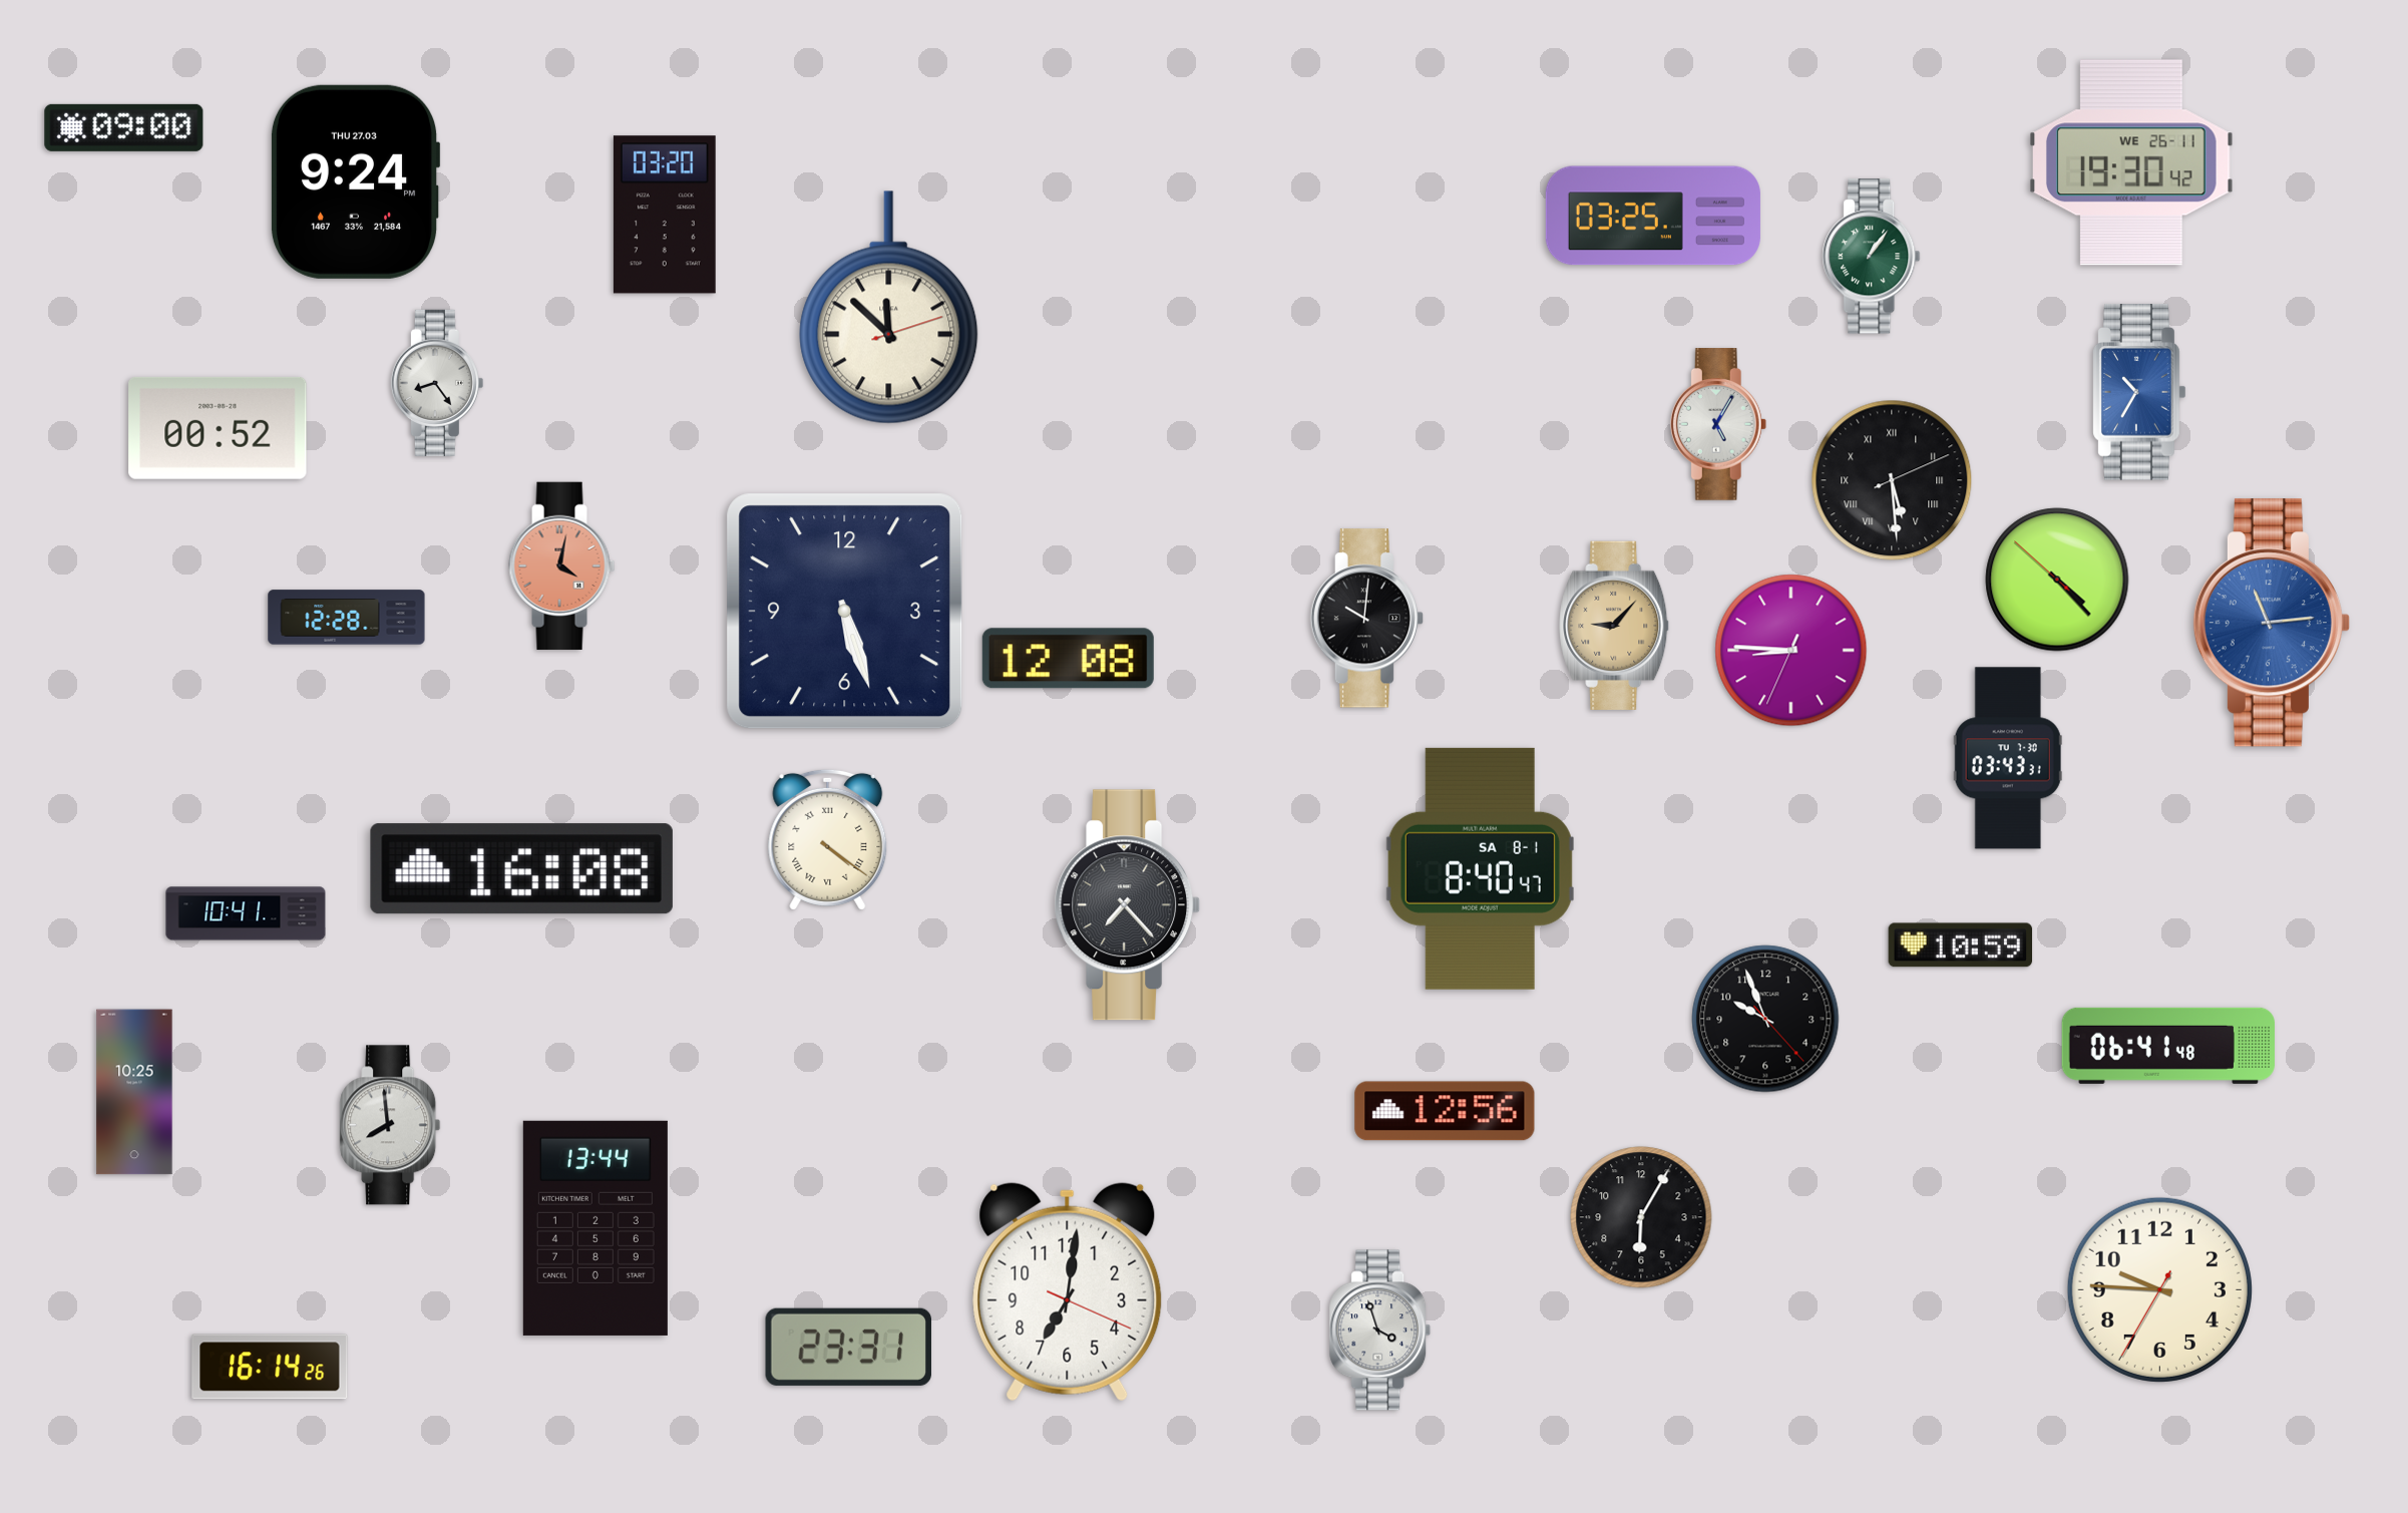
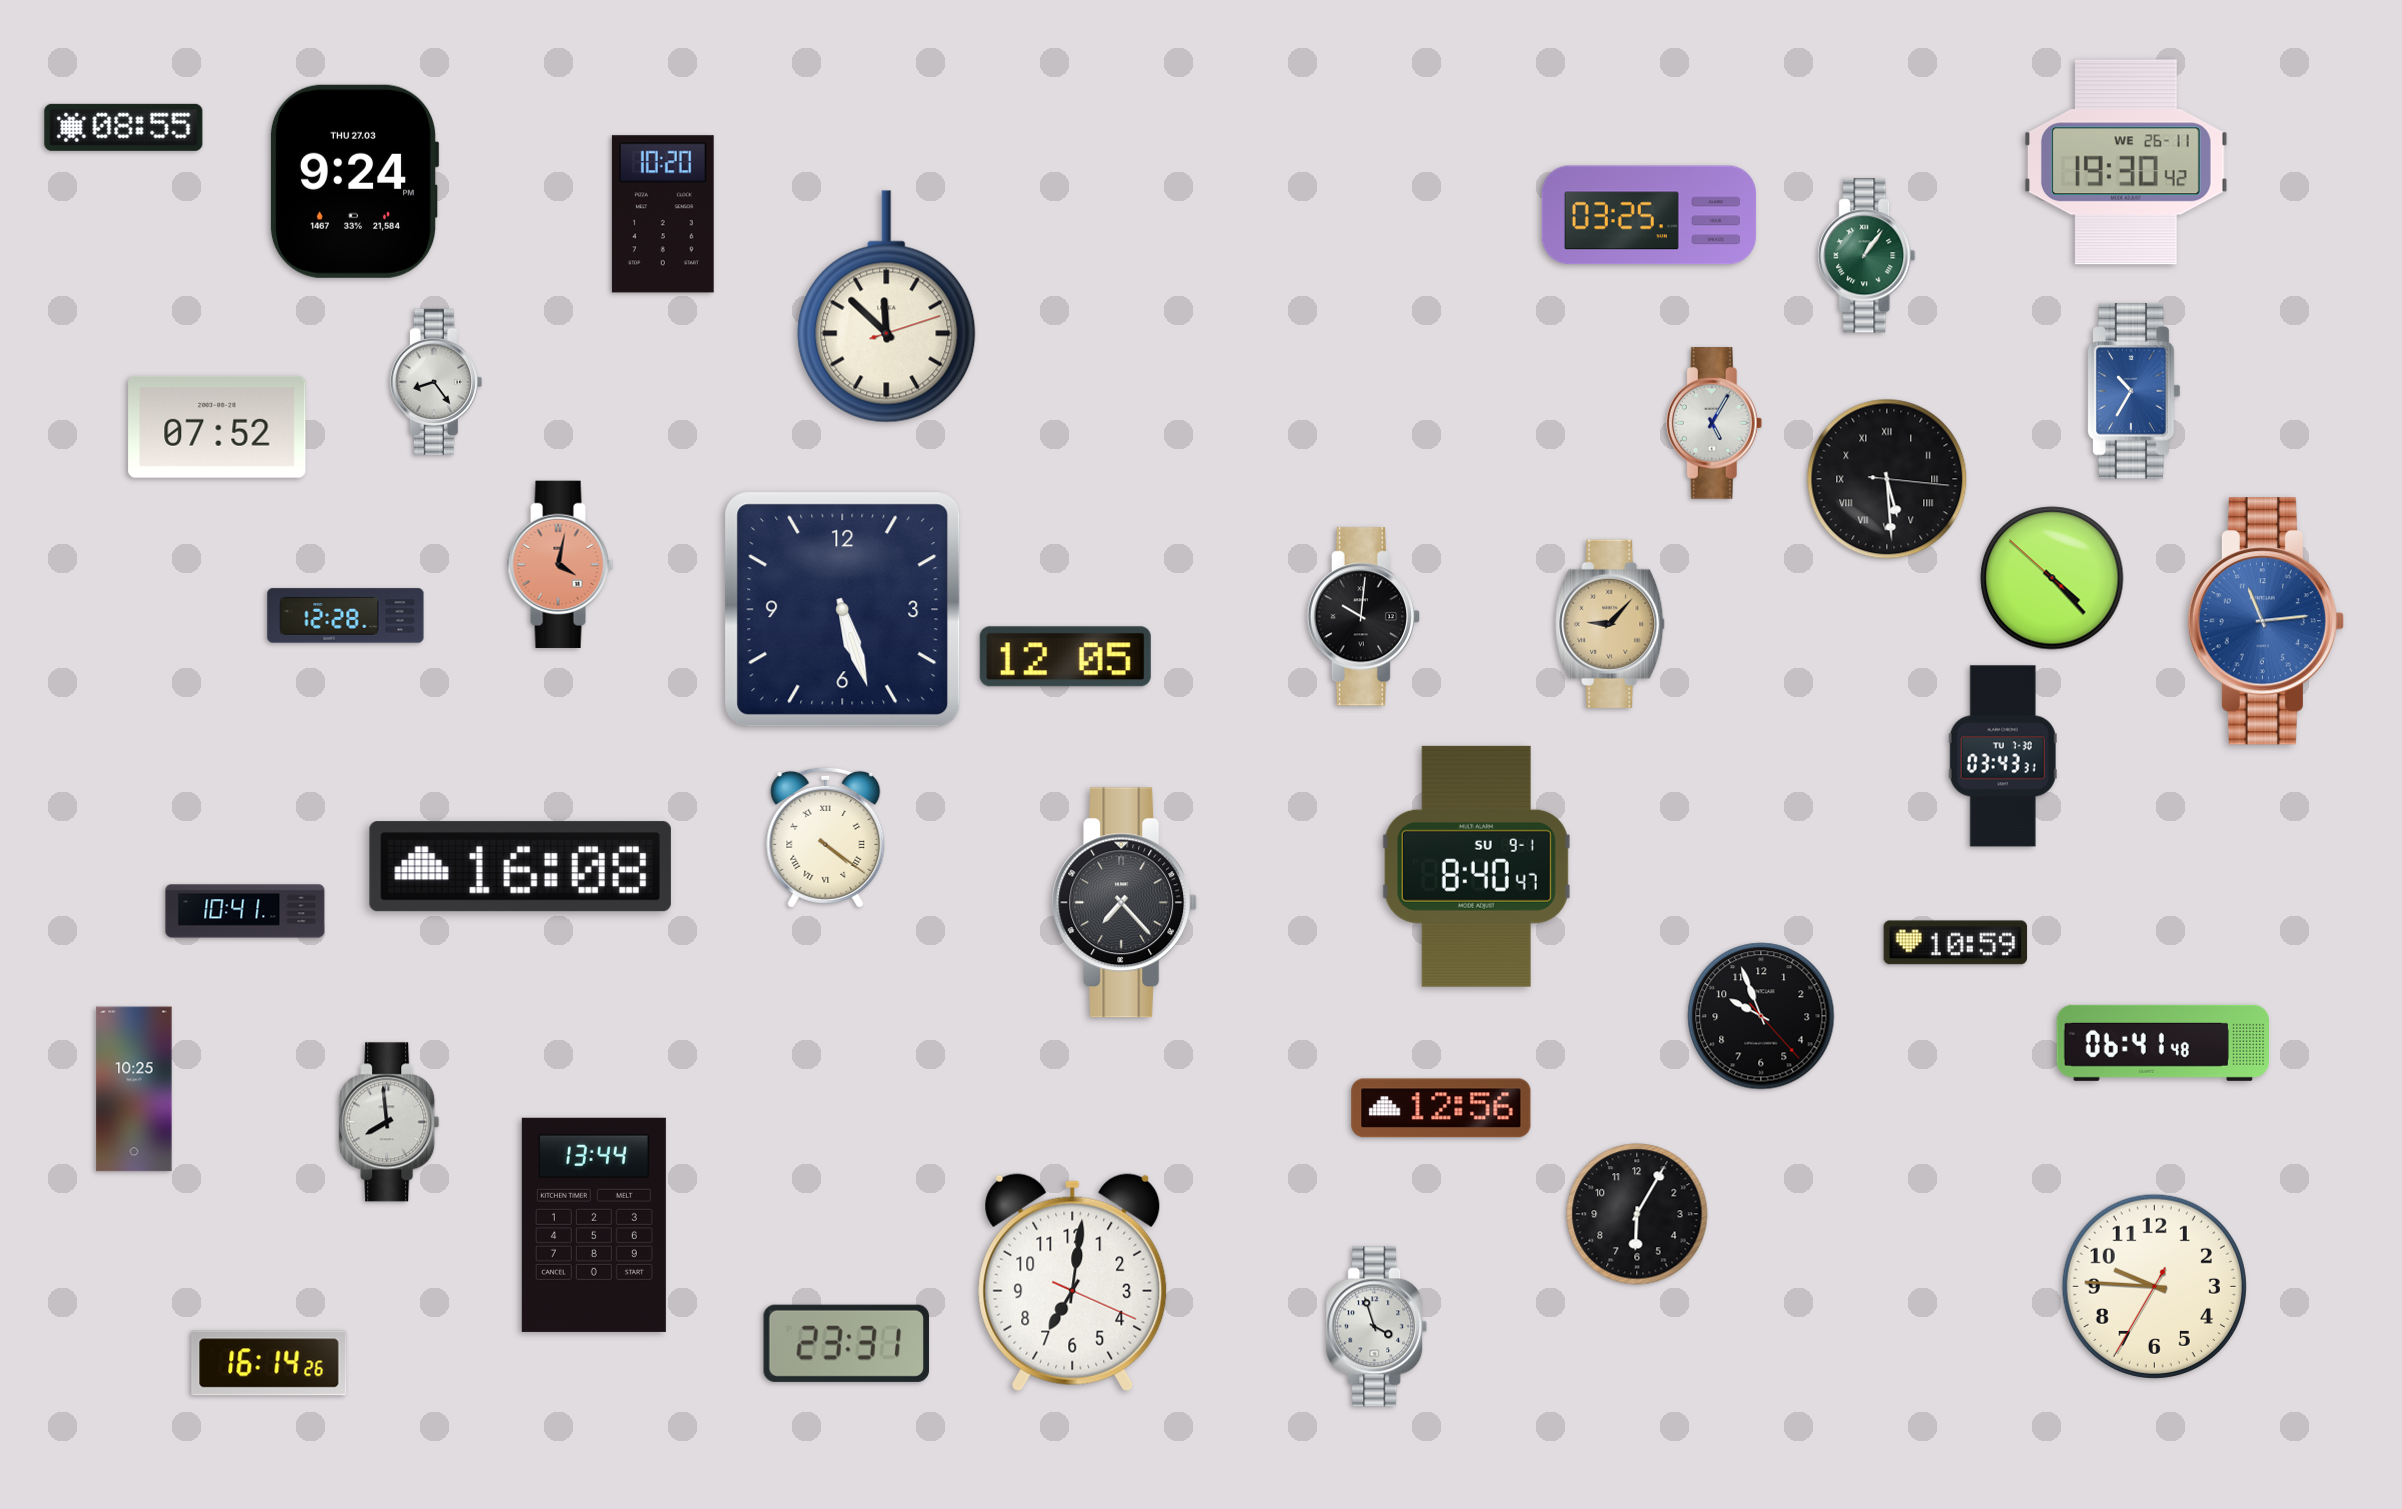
clock at (124, 127): 09:00 -> 08:55
clock at (665, 215): 03:20 -> 10:20
clock at (218, 428): 00:52 -> 07:52
clock at (1892, 480): 5:29:11 -> 5:29:16
clock at (1791, 651): 8:45 -> none
clock at (1068, 659): 12:08 -> 12:05
clock at (1480, 868) date: SA 8-1 -> SU 9-1
clock at (1068, 1292) position: (1068, 1292) -> (1073, 1283)
